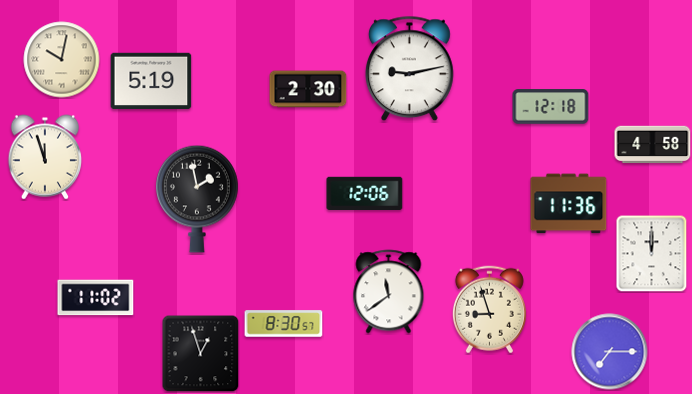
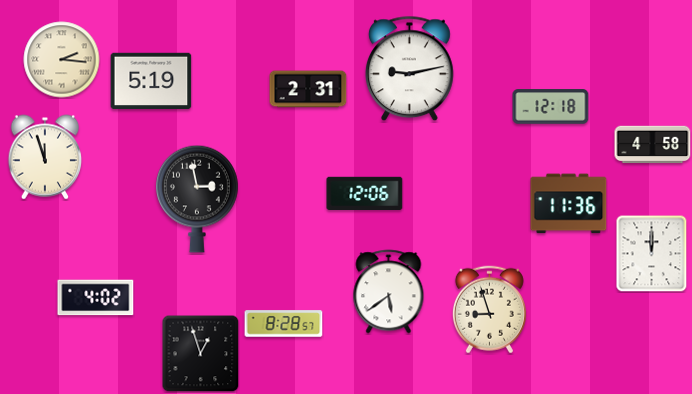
clock at (62, 60): 10:02 -> 2:16
clock at (308, 89): 2:30 -> 2:31
clock at (198, 199): 1:58 -> 2:58
clock at (389, 292): 11:39 -> 5:39
clock at (96, 298): 11:02 -> 4:02
clock at (284, 324): 8:30 -> 8:28
clock at (610, 352): 7:15 -> none
